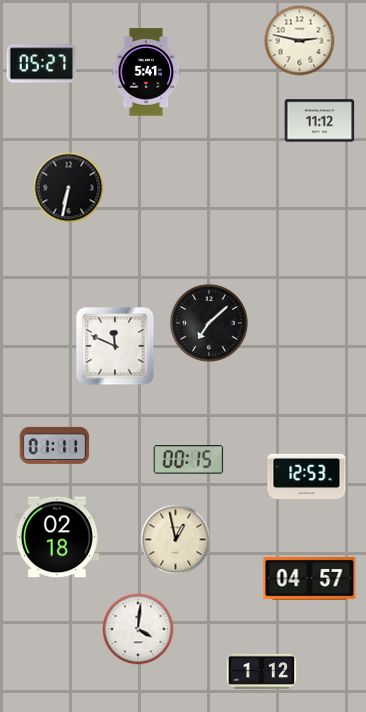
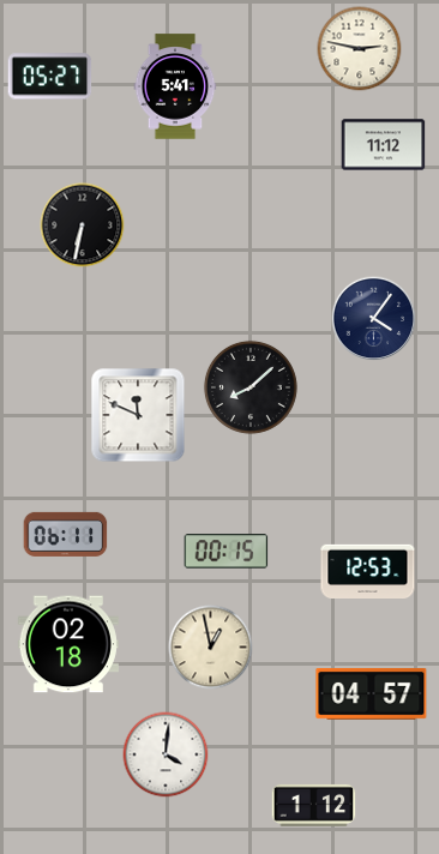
clock at (374, 319): none -> 4:06
clock at (209, 323): 7:08 -> 8:08
clock at (55, 445): 01:11 -> 06:11
